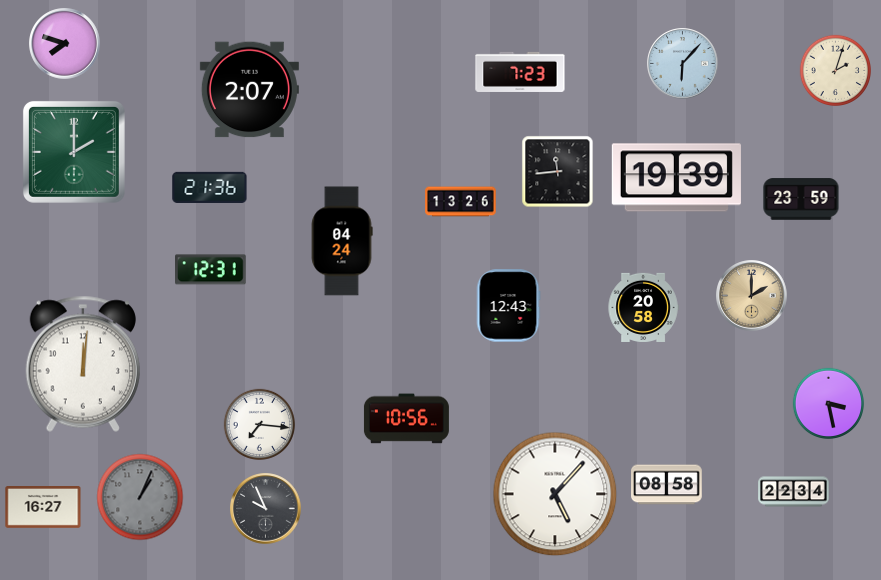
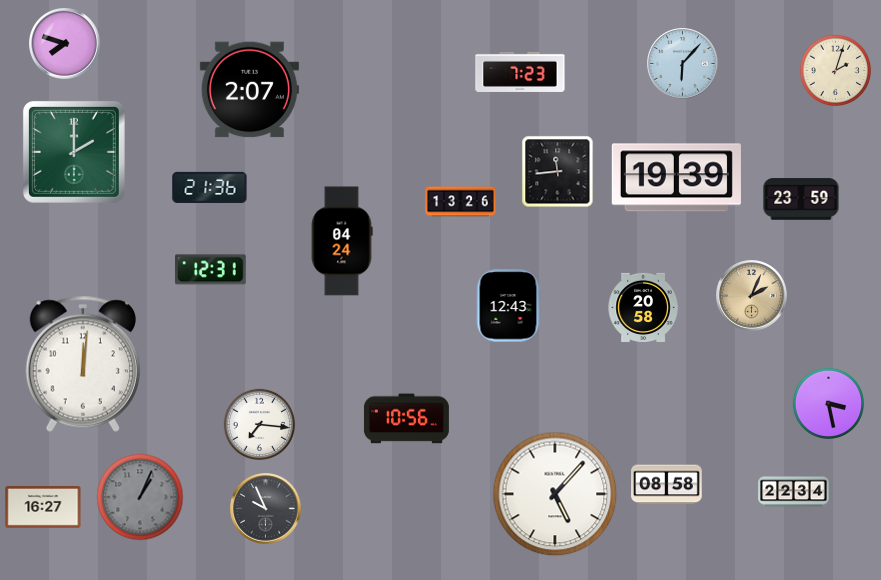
clock at (752, 296): 2:00 -> 2:04
